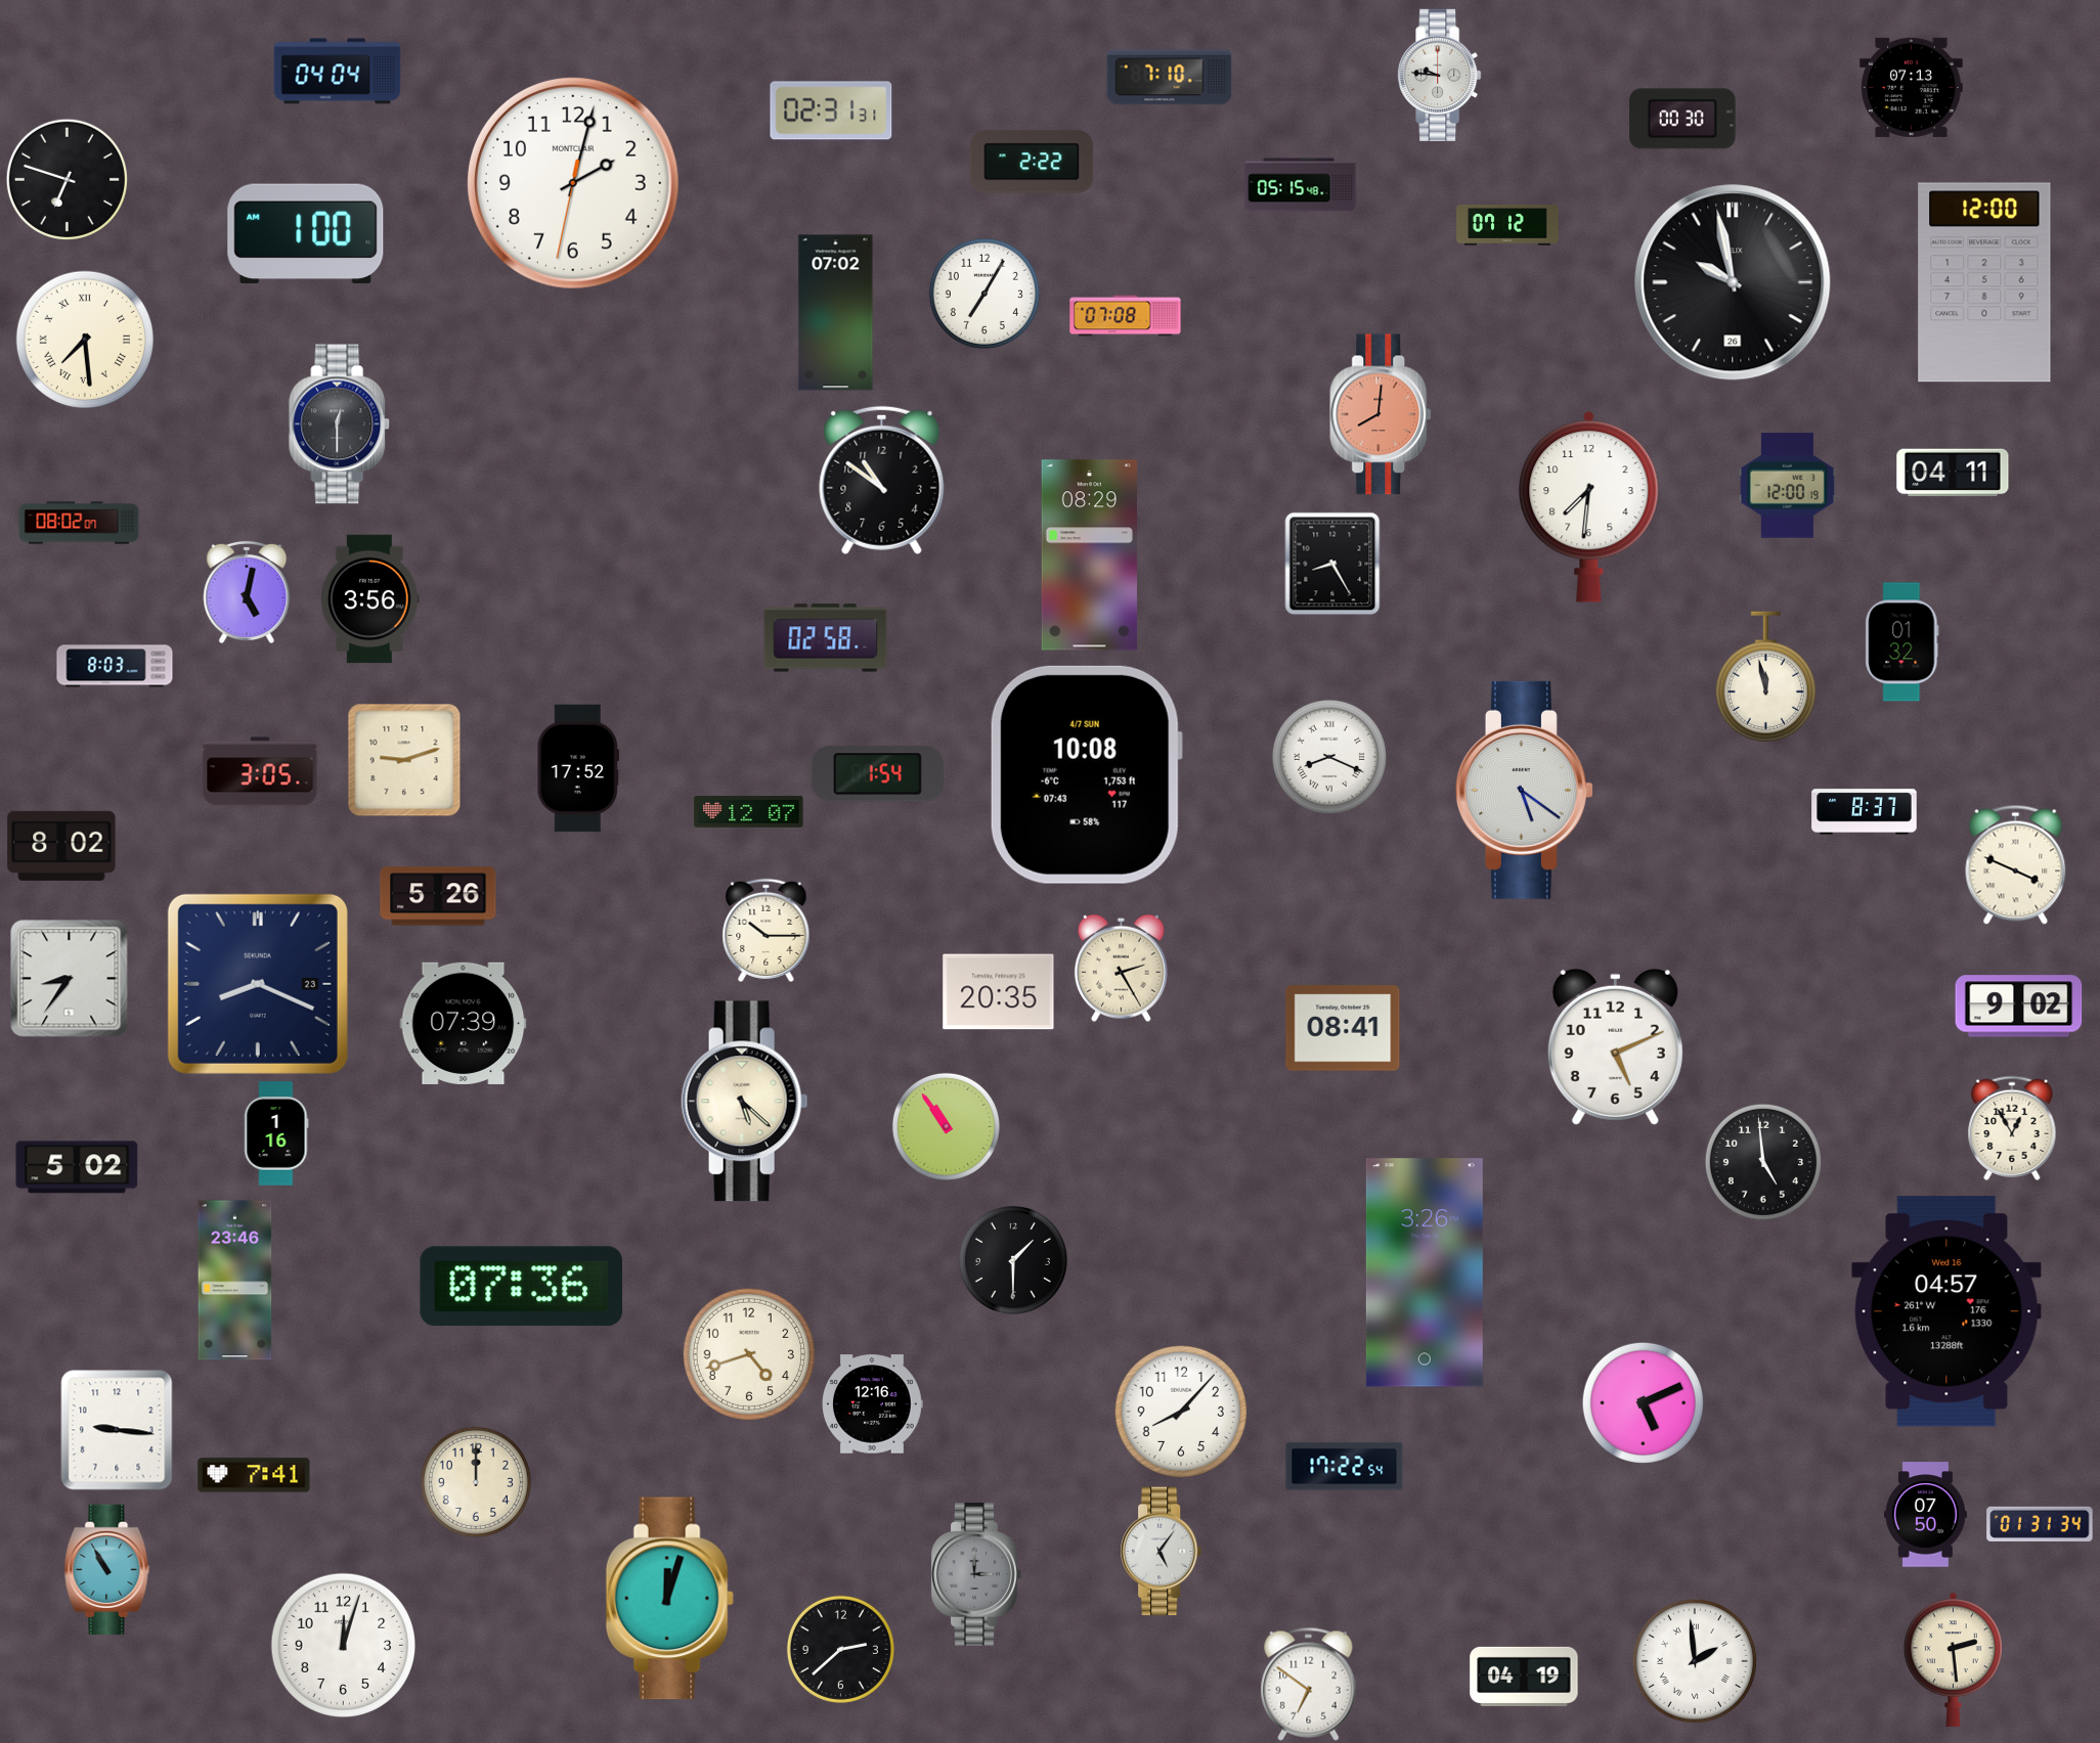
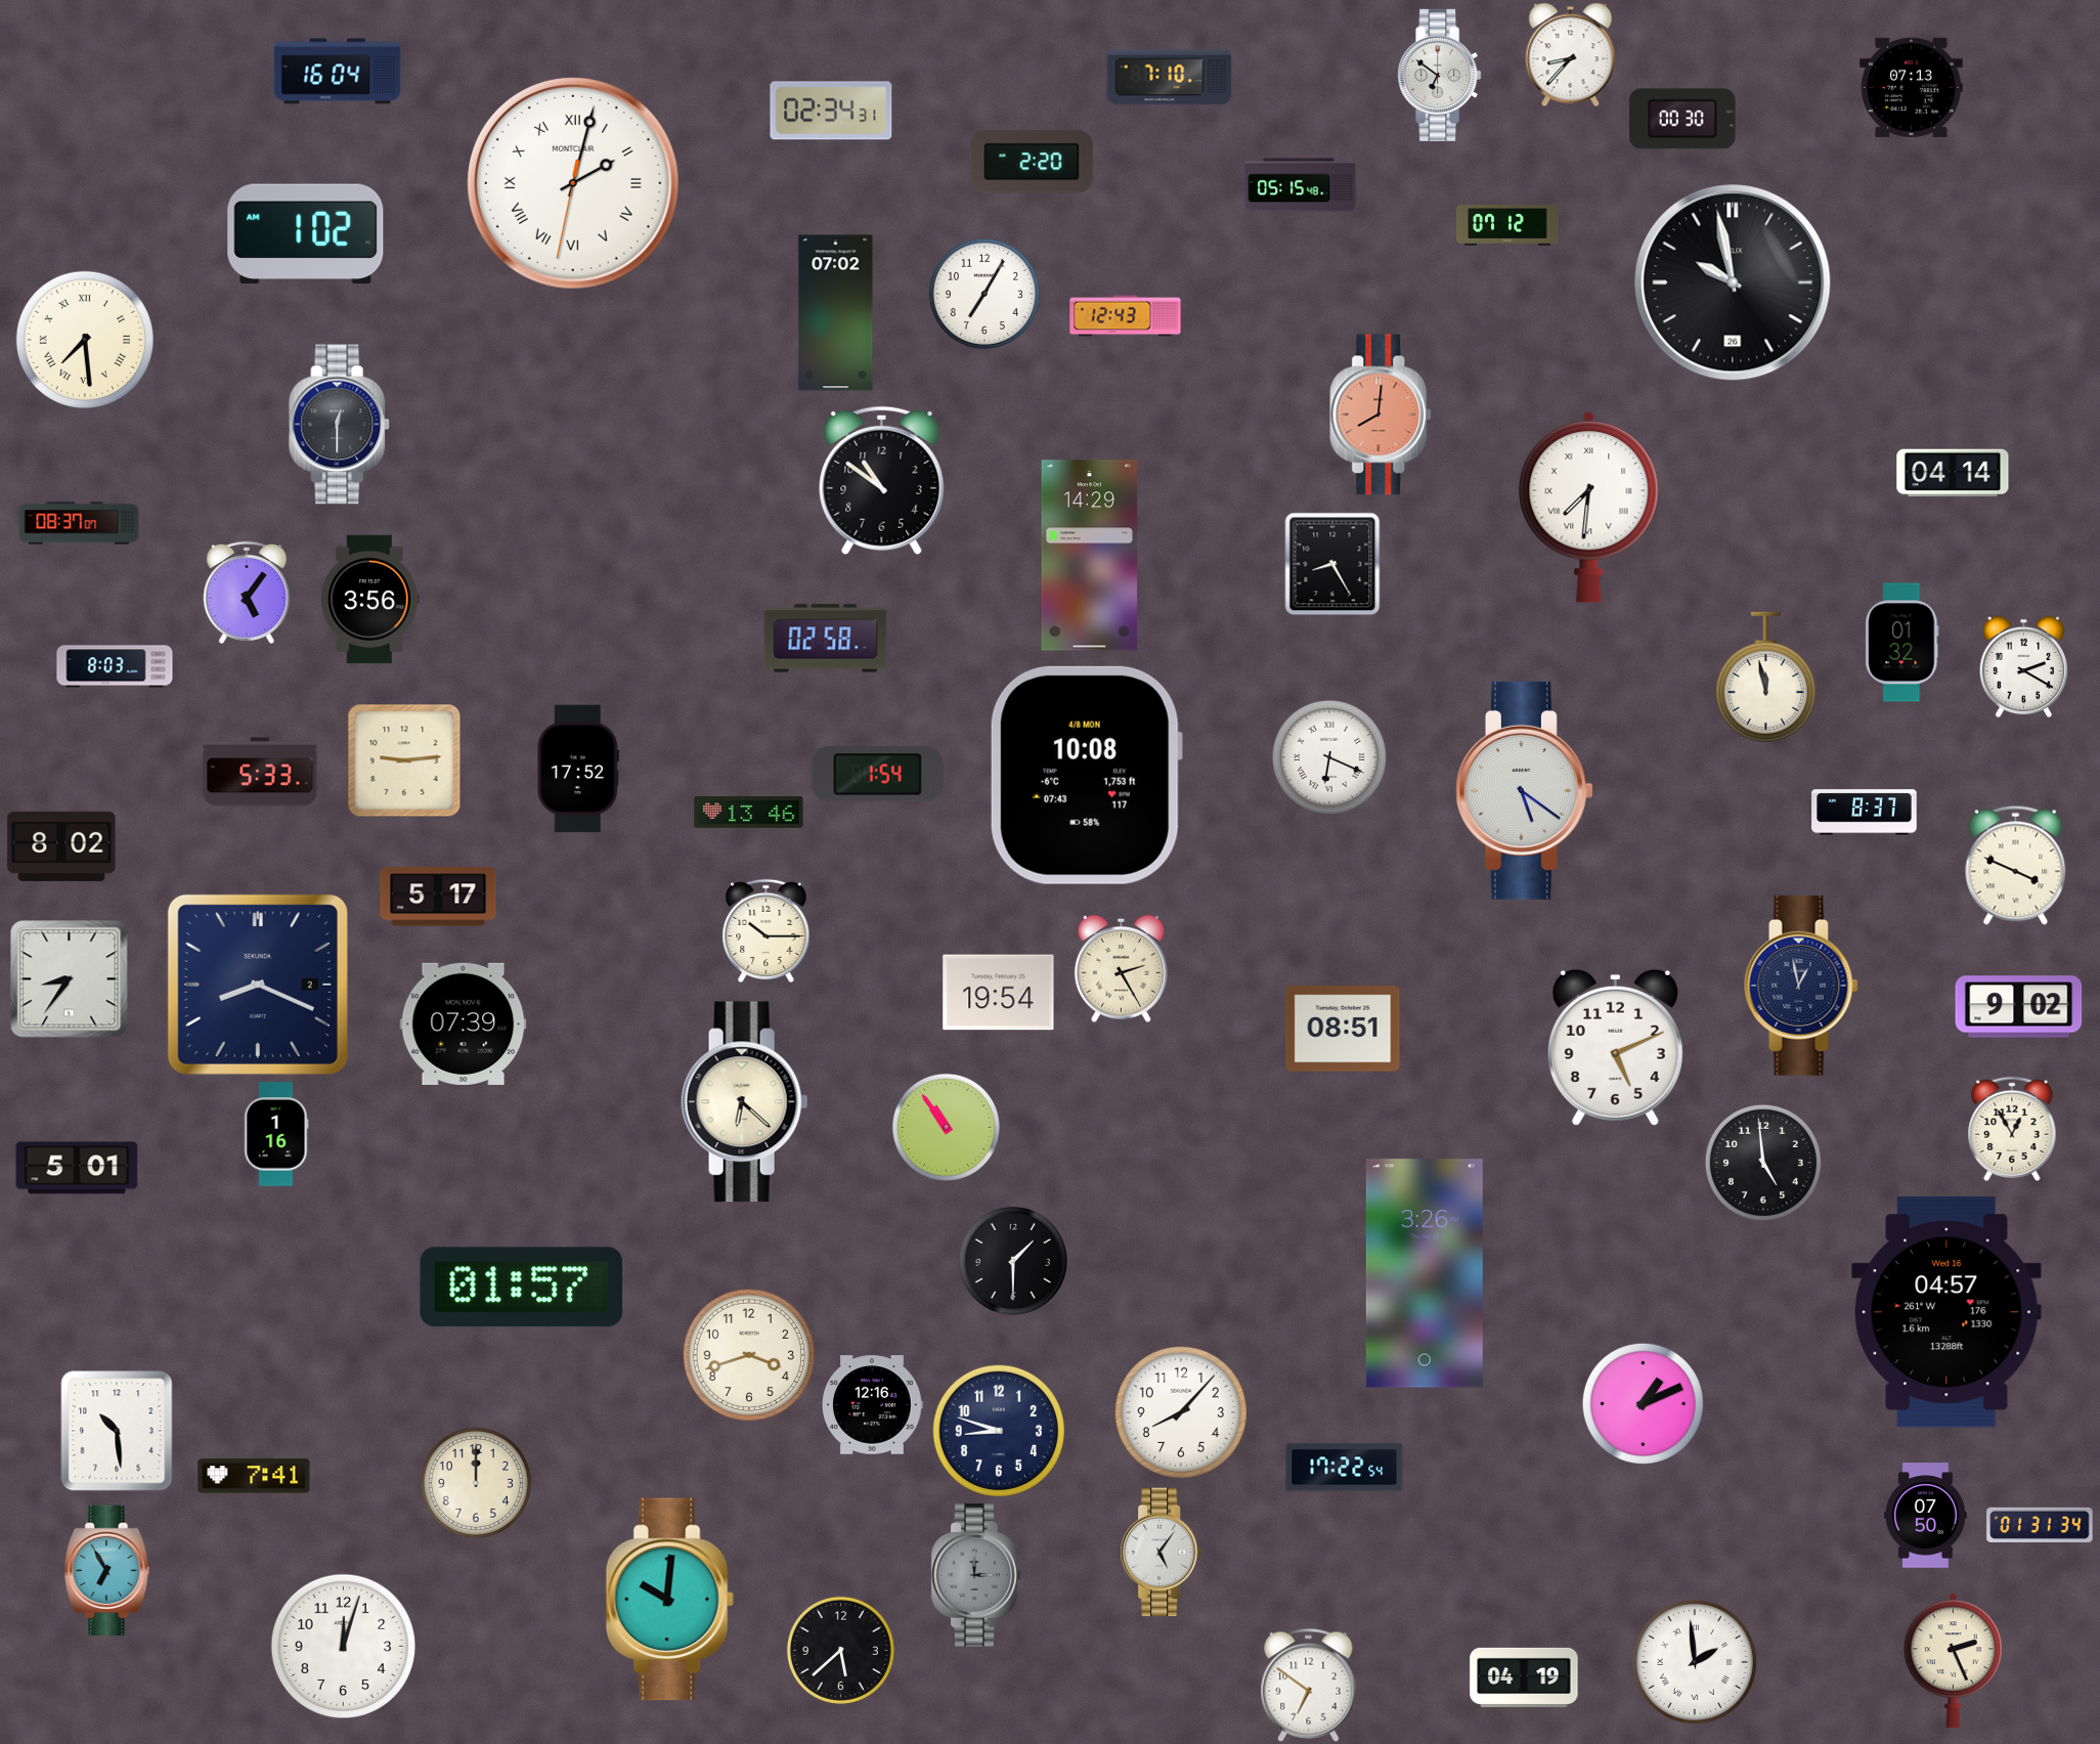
clock at (1571, 55): none -> 8:37
clock at (338, 72): 04:04 -> 16:04
clock at (1440, 75): 9:46 -> 6:51
clock at (831, 110): 02:31 -> 02:34
clock at (1032, 162): 2:22 -> 2:20
clock at (67, 179): 6:48 -> none
clock at (573, 183) numerals: Arabic -> Roman
clock at (306, 234): 1:00 -> 1:02
clock at (1984, 282): 12:00 -> none
clock at (1126, 316): 07:08 -> 12:43
clock at (1953, 473): 04:11 -> 04:14
clock at (1787, 486): 12:00 -> none
clock at (1589, 507) numerals: Arabic -> Roman
clock at (79, 523): 08:02 -> 08:37
clock at (1089, 555): 08:29 -> 14:29
clock at (247, 592): 5:02 -> 5:06
clock at (2023, 667): none -> 2:20
clock at (1329, 757): 8:19 -> 6:19
clock at (404, 760): 9:12 -> 9:14
clock at (260, 771): 3:05 -> 5:33
clock at (1086, 774) date: 4/7 SUN -> 4/8 MON
clock at (749, 811): 12:07 -> 13:46
clock at (438, 896): 5:26 -> 5:17
clock at (258, 984) date: 23 -> 2
clock at (1801, 986): none -> 12:58
clock at (999, 992): 20:35 -> 19:54
clock at (1343, 1028): 08:41 -> 08:51
clock at (745, 1102): 5:22 -> 6:22
clock at (77, 1167): 5:02 -> 5:01
clock at (235, 1281): 23:46 -> none
clock at (522, 1287): 07:36 -> 01:57
clock at (749, 1354): 4:42 -> 3:42
clock at (1643, 1402): 5:11 -> 1:11
clock at (117, 1430): 9:16 -> 10:29
clock at (999, 1431): none -> 8:48
clock at (107, 1570): 10:55 -> 6:55
clock at (669, 1599): 12:03 -> 10:01
clock at (840, 1649): 2:38 -> 5:38
clock at (1954, 1659): 2:29 -> 2:26
